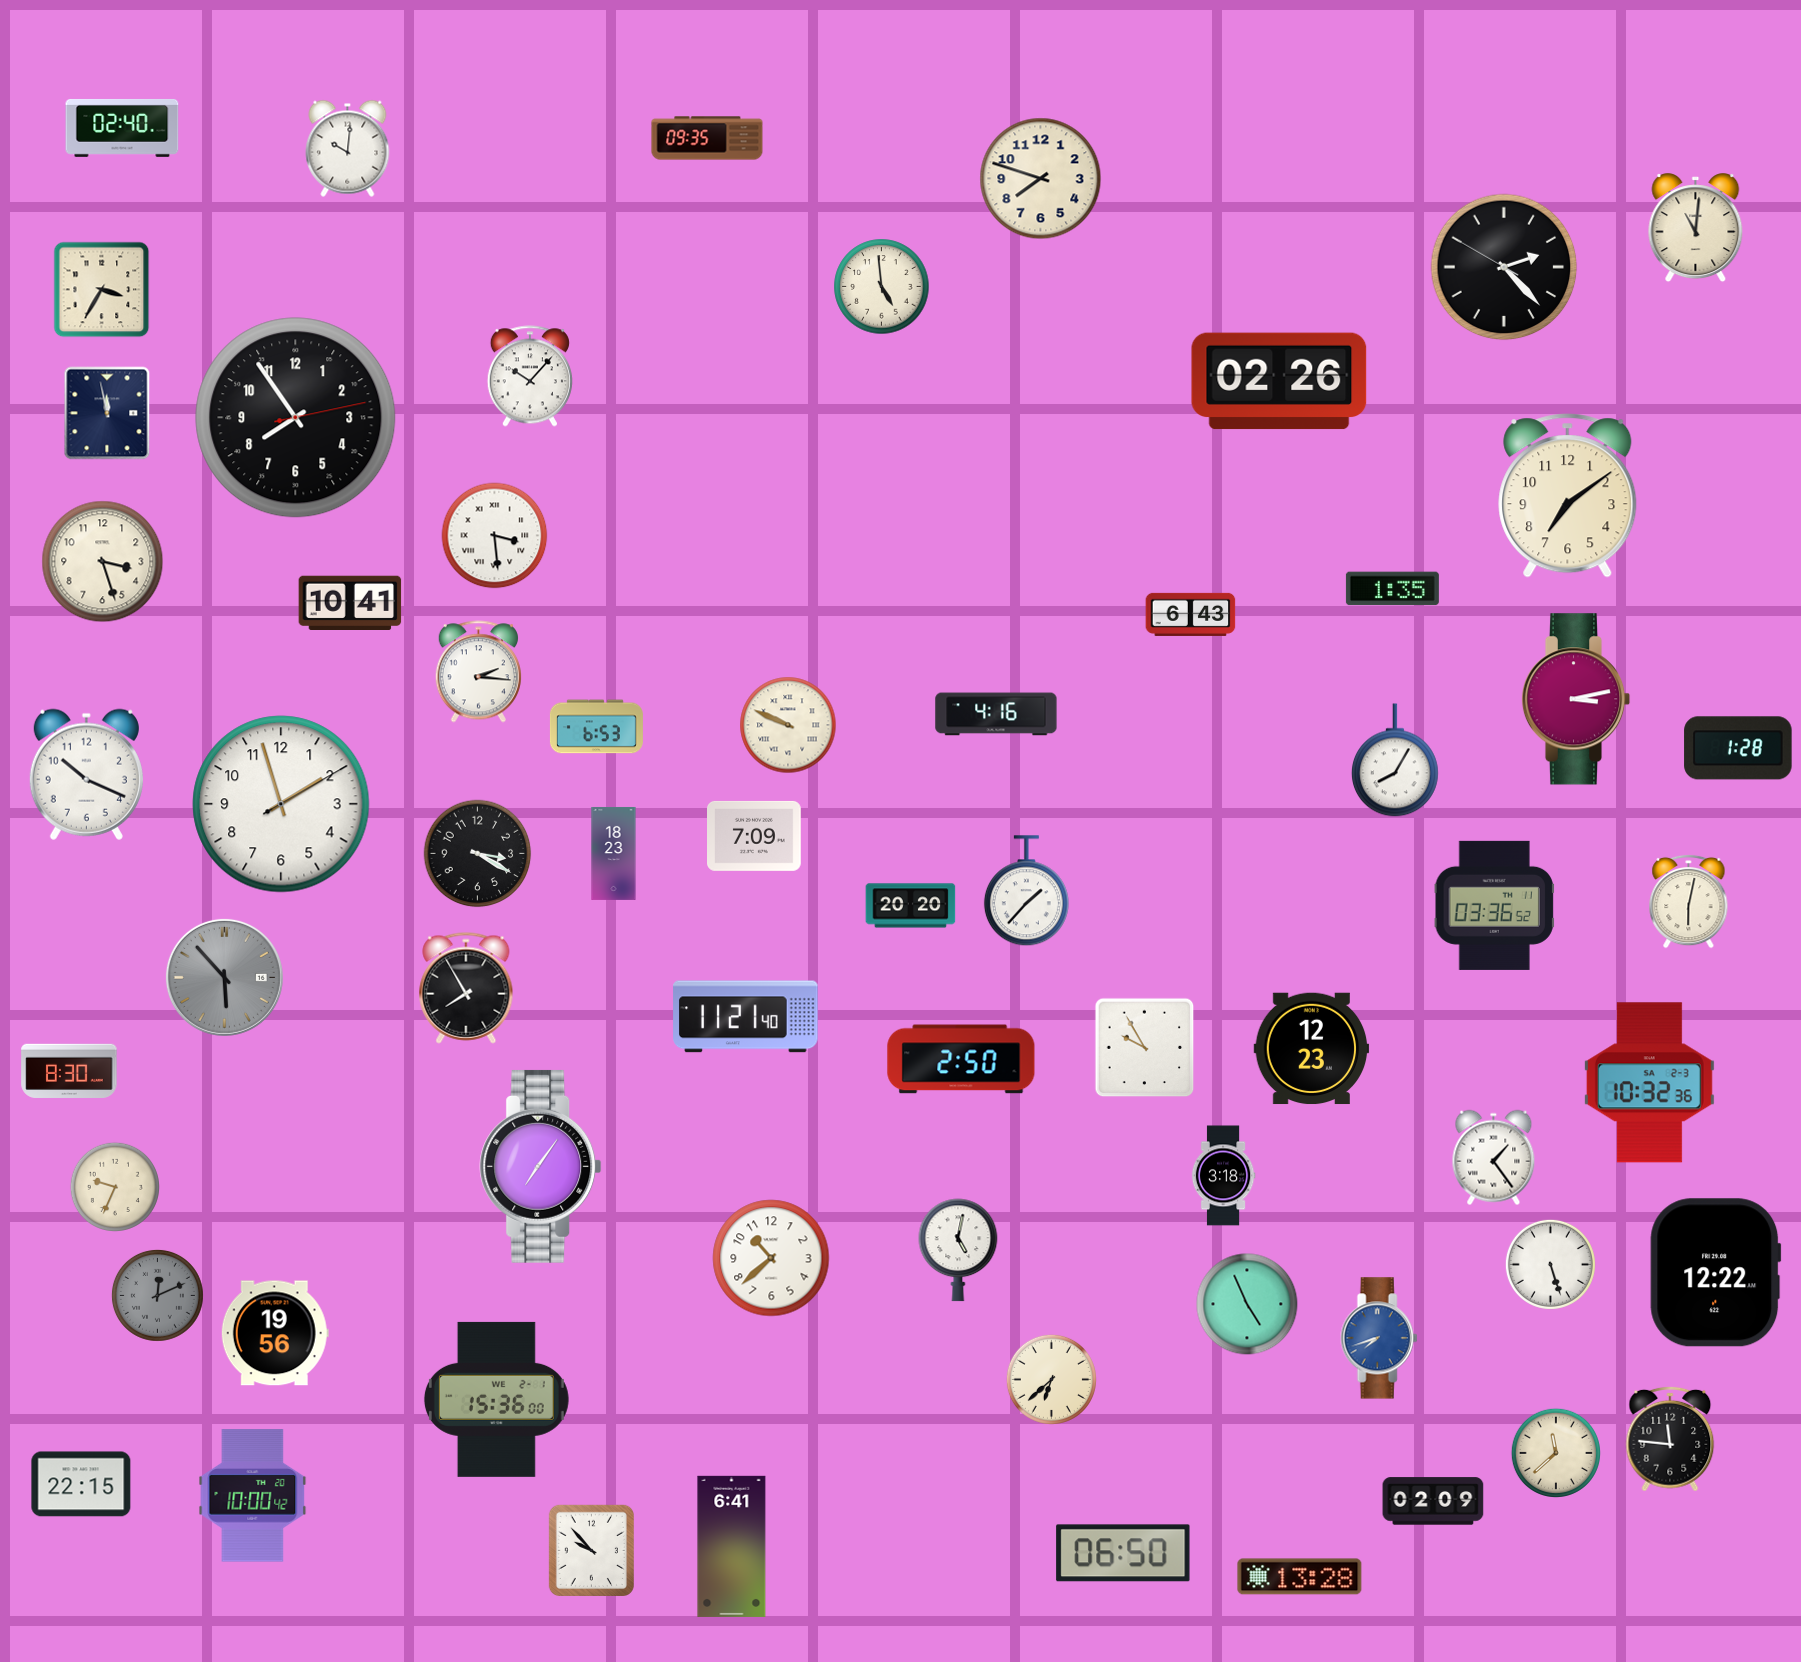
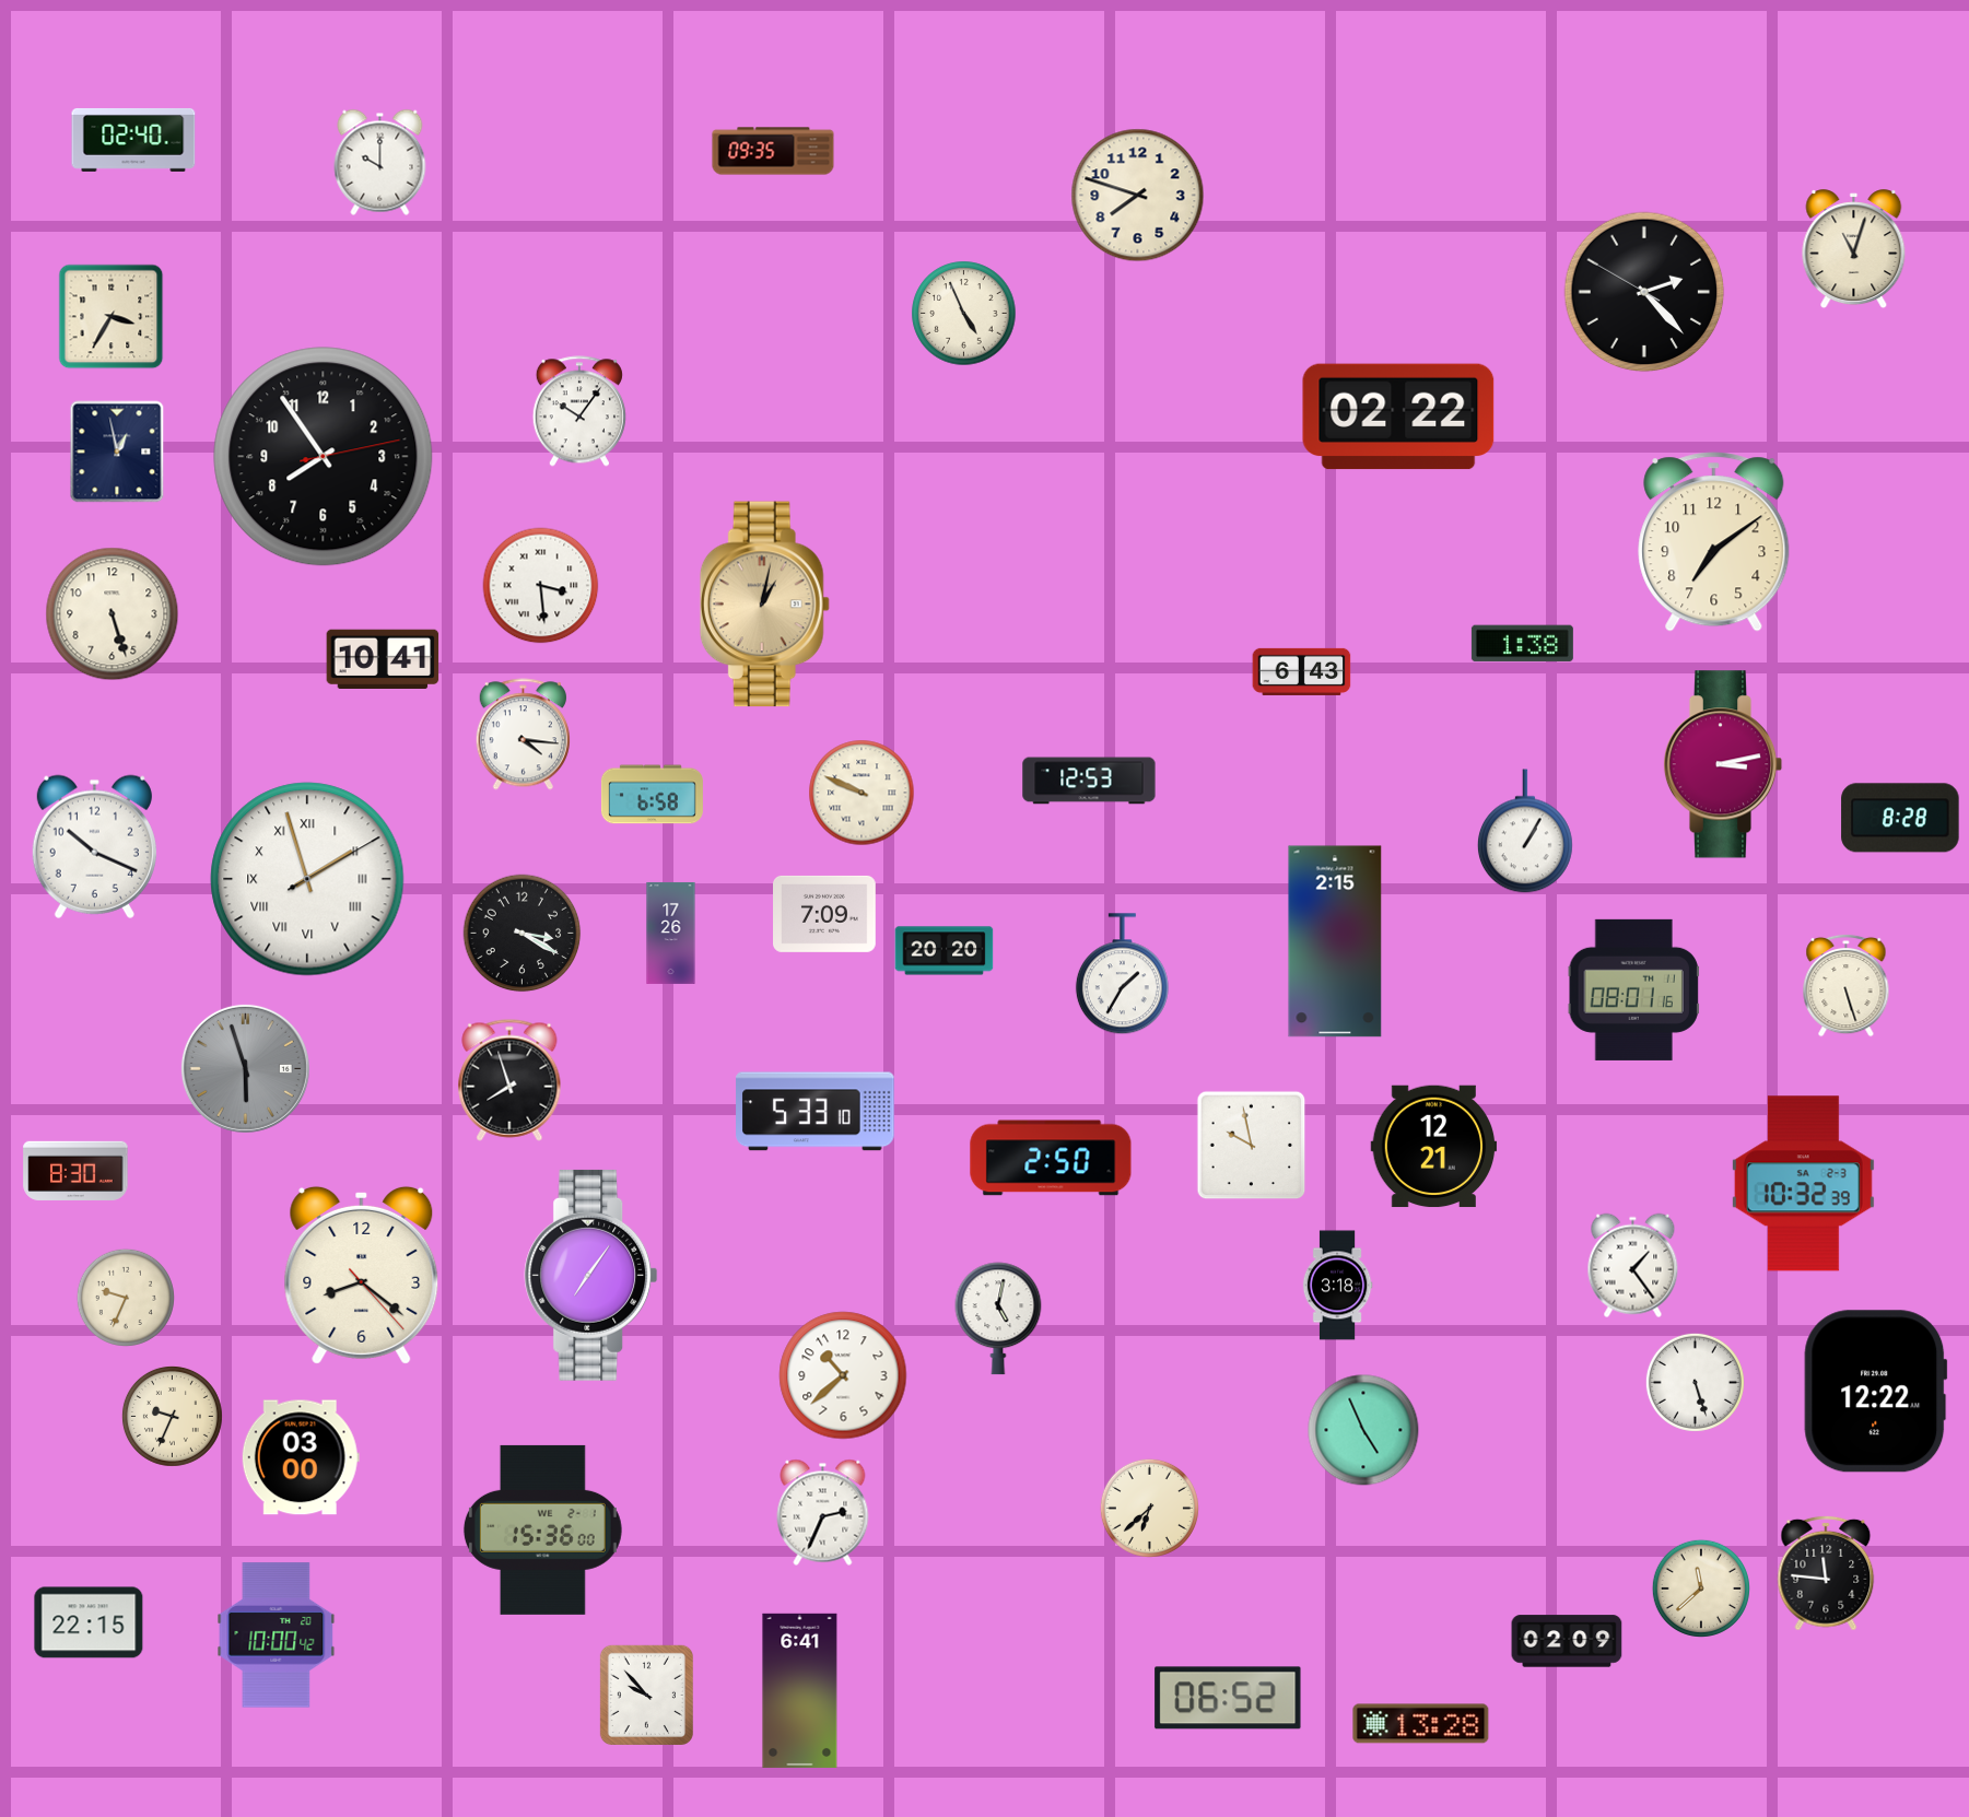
clock at (348, 148): 10:01 -> 10:00
clock at (1696, 228): 11:01 -> 11:03
clock at (882, 287): 4:59 -> 4:56
clock at (530, 376): 10:07 -> 10:06
clock at (1279, 381): 02:26 -> 02:22
clock at (107, 413): 11:58 -> 12:58
clock at (764, 605): none -> 1:02
clock at (103, 562): 3:27 -> 5:27
clock at (1392, 589): 1:35 -> 1:38
clock at (478, 672): 2:16 -> 4:16
clock at (996, 714): 4:16 -> 12:53
clock at (596, 727): 6:53 -> 6:58
clock at (1738, 748): 1:28 -> 8:28
clock at (1395, 760): 8:05 -> 1:05
clock at (281, 804) numerals: Arabic -> Roman
clock at (614, 853): 18:23 -> 17:26
clock at (1335, 941): none -> 2:15
clock at (1026, 891): 1:37 -> 1:35
clock at (1689, 901): 6:02 -> 5:27
clock at (1494, 905): 03:36 -> 08:01
clock at (911, 906) position: (911, 906) -> (945, 951)
clock at (224, 977): 5:53 -> 5:57
clock at (466, 988): 7:55 -> 7:57
clock at (746, 1017): 11:21 -> 5:33
clock at (1145, 1048): 9:55 -> 9:58
clock at (1312, 1049): 12:23 -> 12:21
clock at (1649, 1083): 10:32:36 -> 10:32:39
clock at (362, 1275): none -> 8:21
clock at (958, 1250) position: (958, 1250) -> (998, 1318)
clock at (157, 1295): 12:11 -> 9:34
clock at (157, 1295) dial: grey -> cream
clock at (1247, 1304) position: (1247, 1304) -> (1363, 1430)
clock at (275, 1333): 19:56 -> 03:00
clock at (1379, 1338): 7:42 -> none
clock at (823, 1512): none -> 2:34
clock at (1123, 1553): 06:50 -> 06:52
